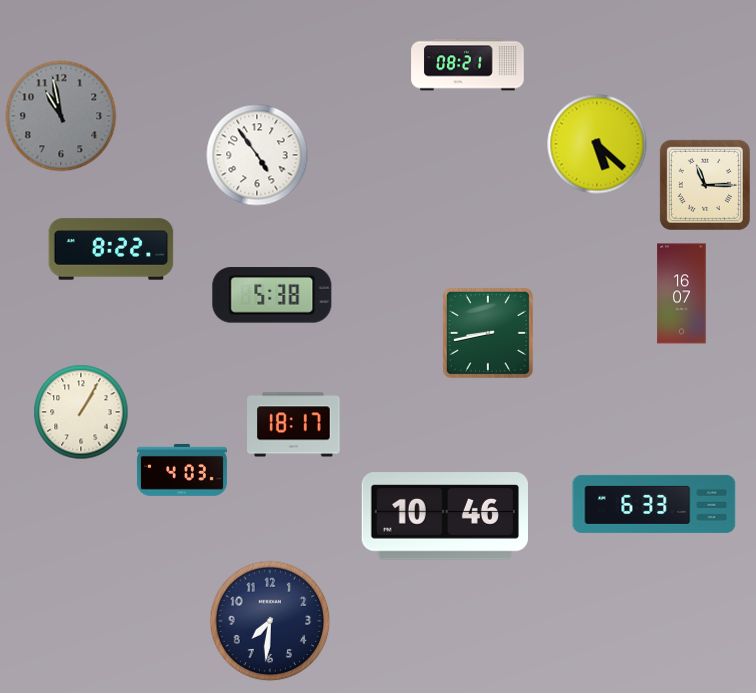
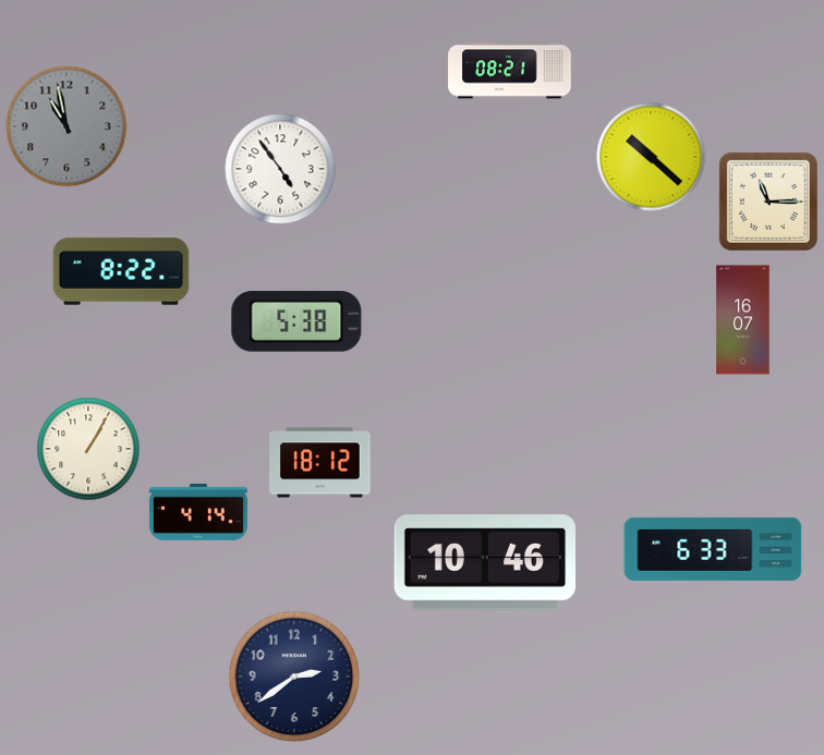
clock at (597, 144): 5:22 -> 10:22
clock at (488, 333): 8:43 -> none
clock at (294, 425): 18:17 -> 18:12
clock at (182, 470): 4:03 -> 4:14
clock at (270, 621): 7:31 -> 2:39
